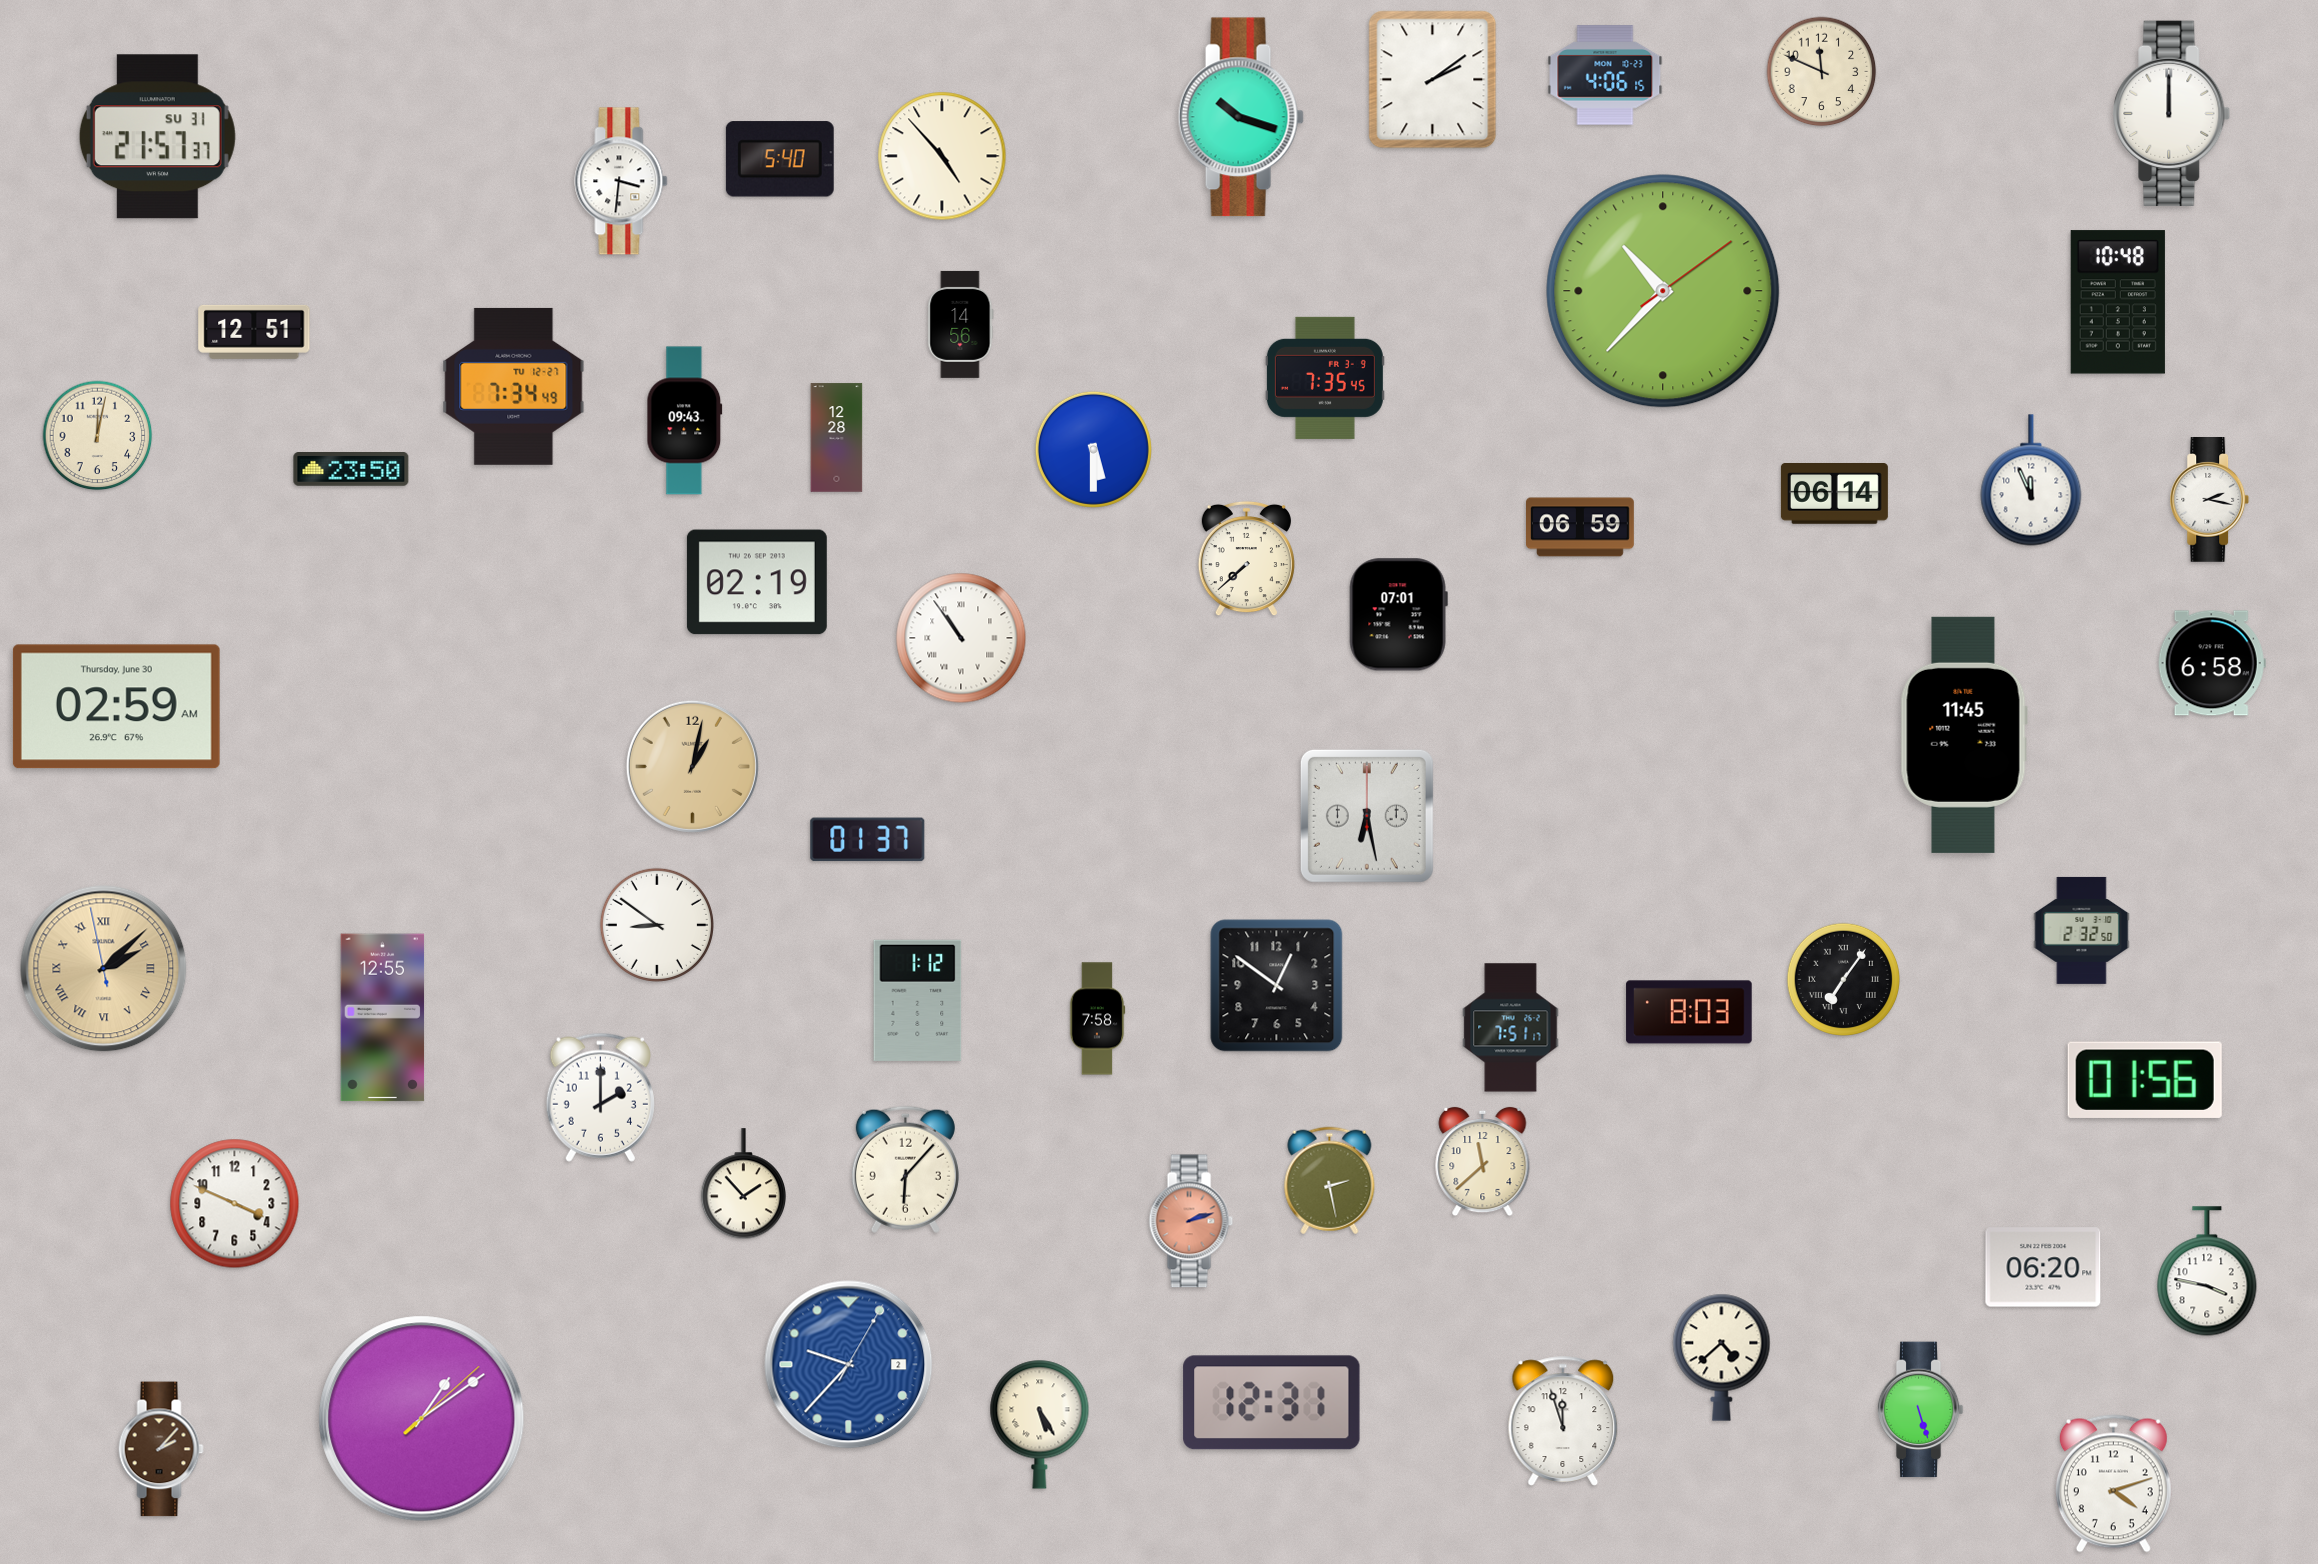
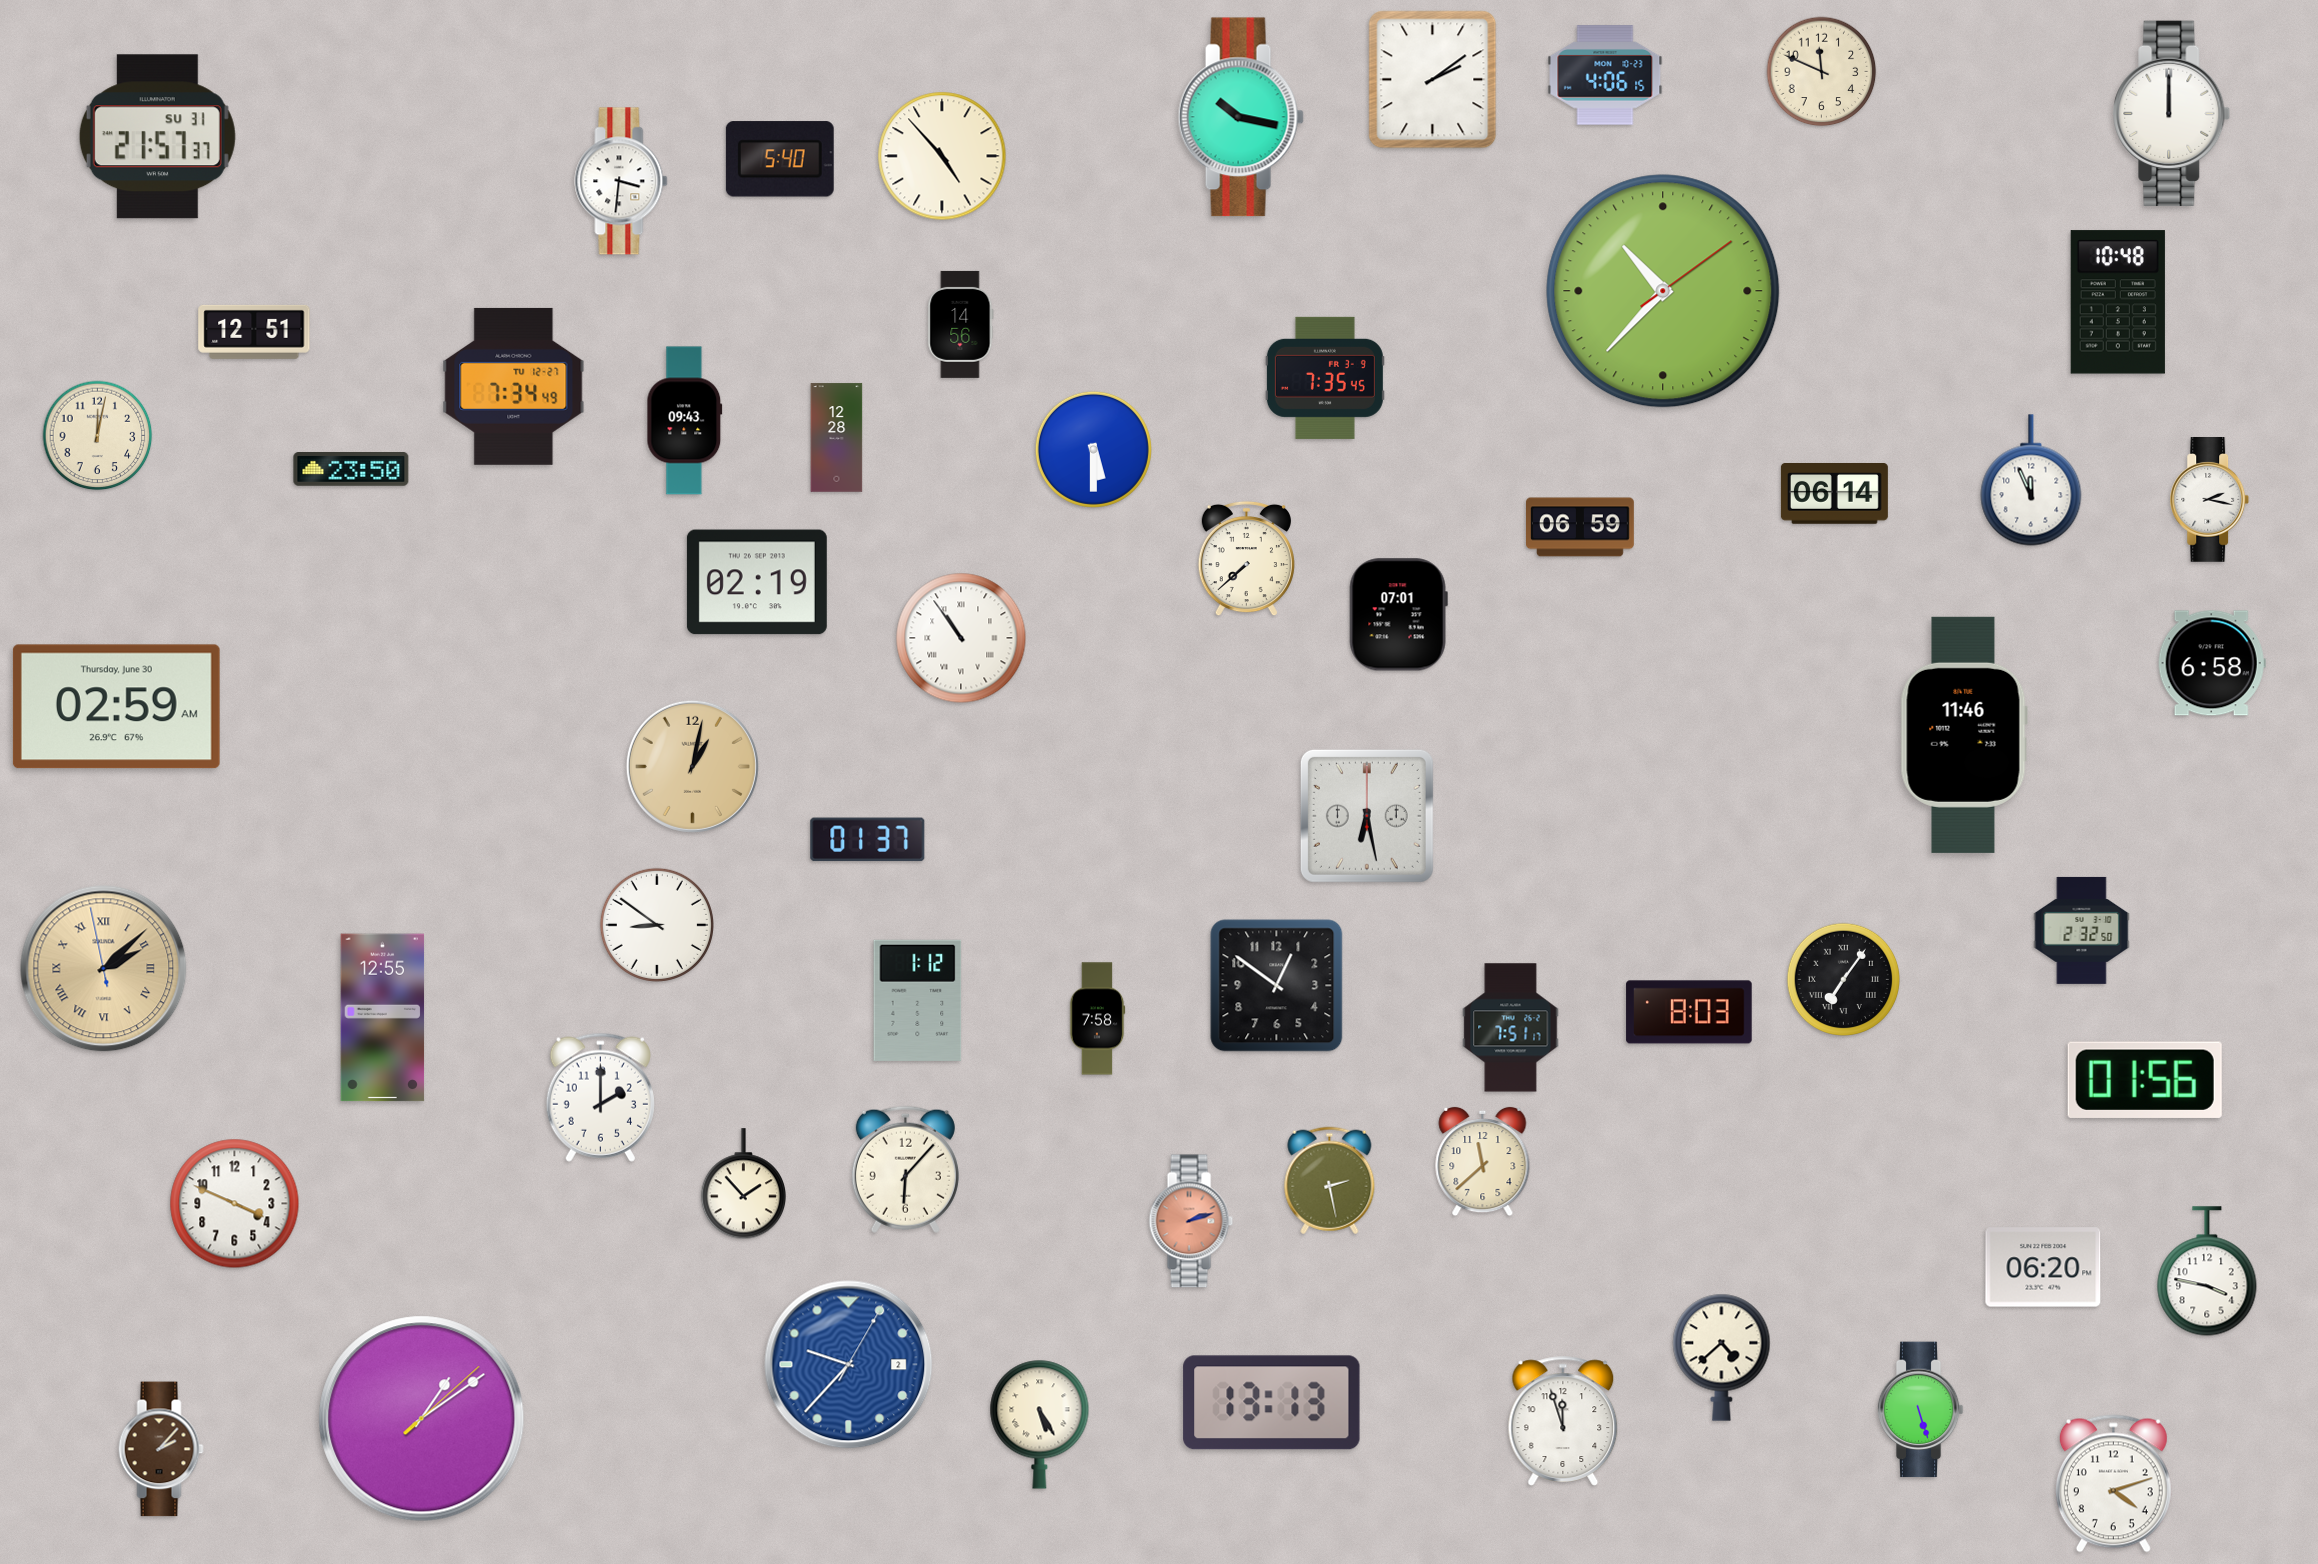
clock at (1241, 117): 10:18 -> 10:17
clock at (1964, 735): 11:45 -> 11:46
clock at (1272, 1403): 12:31 -> 13:13
